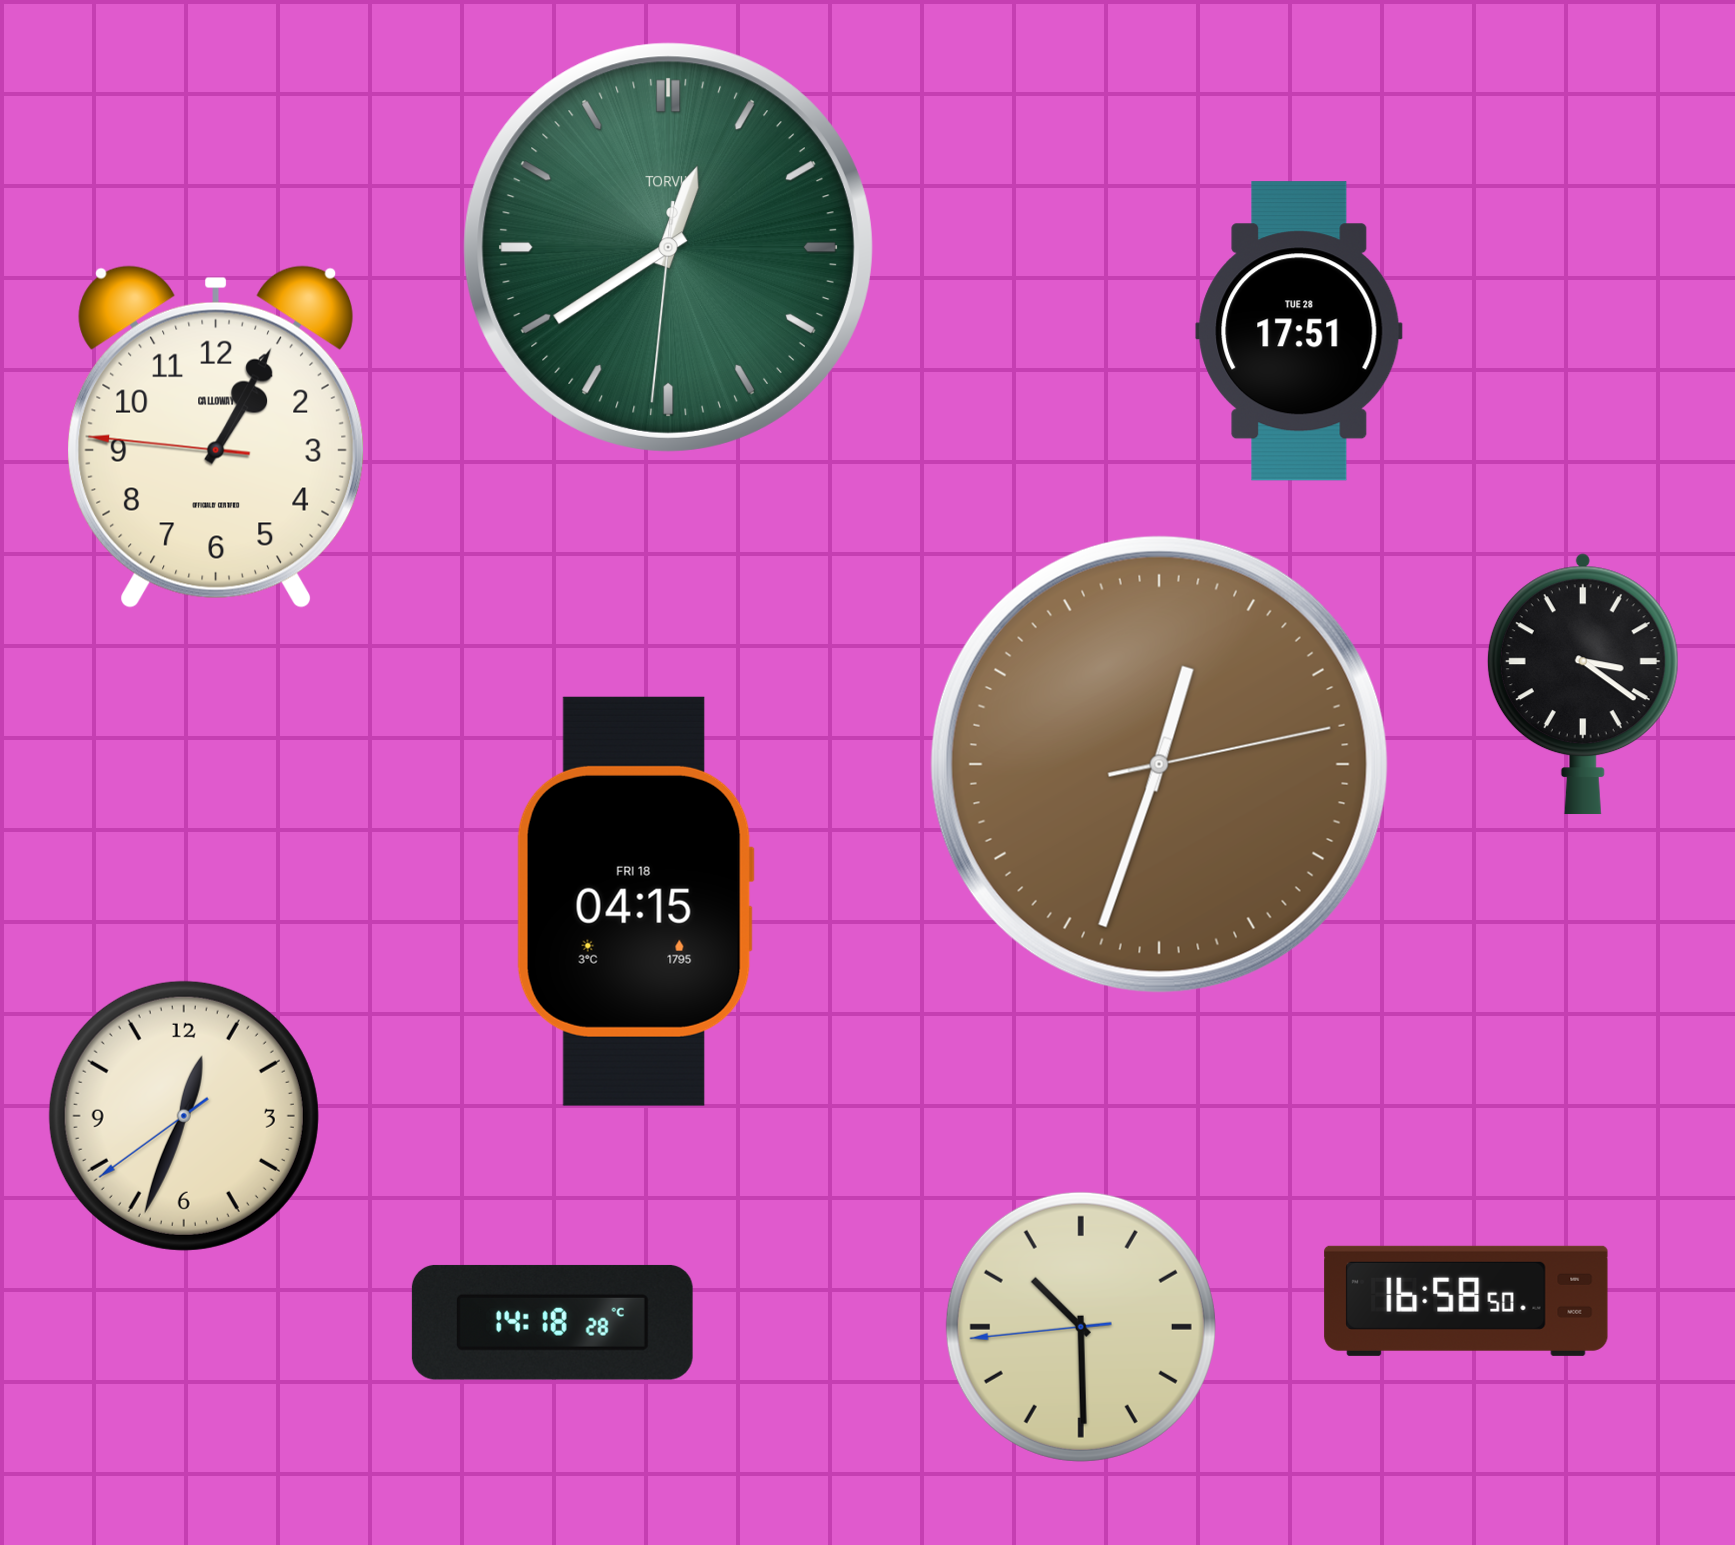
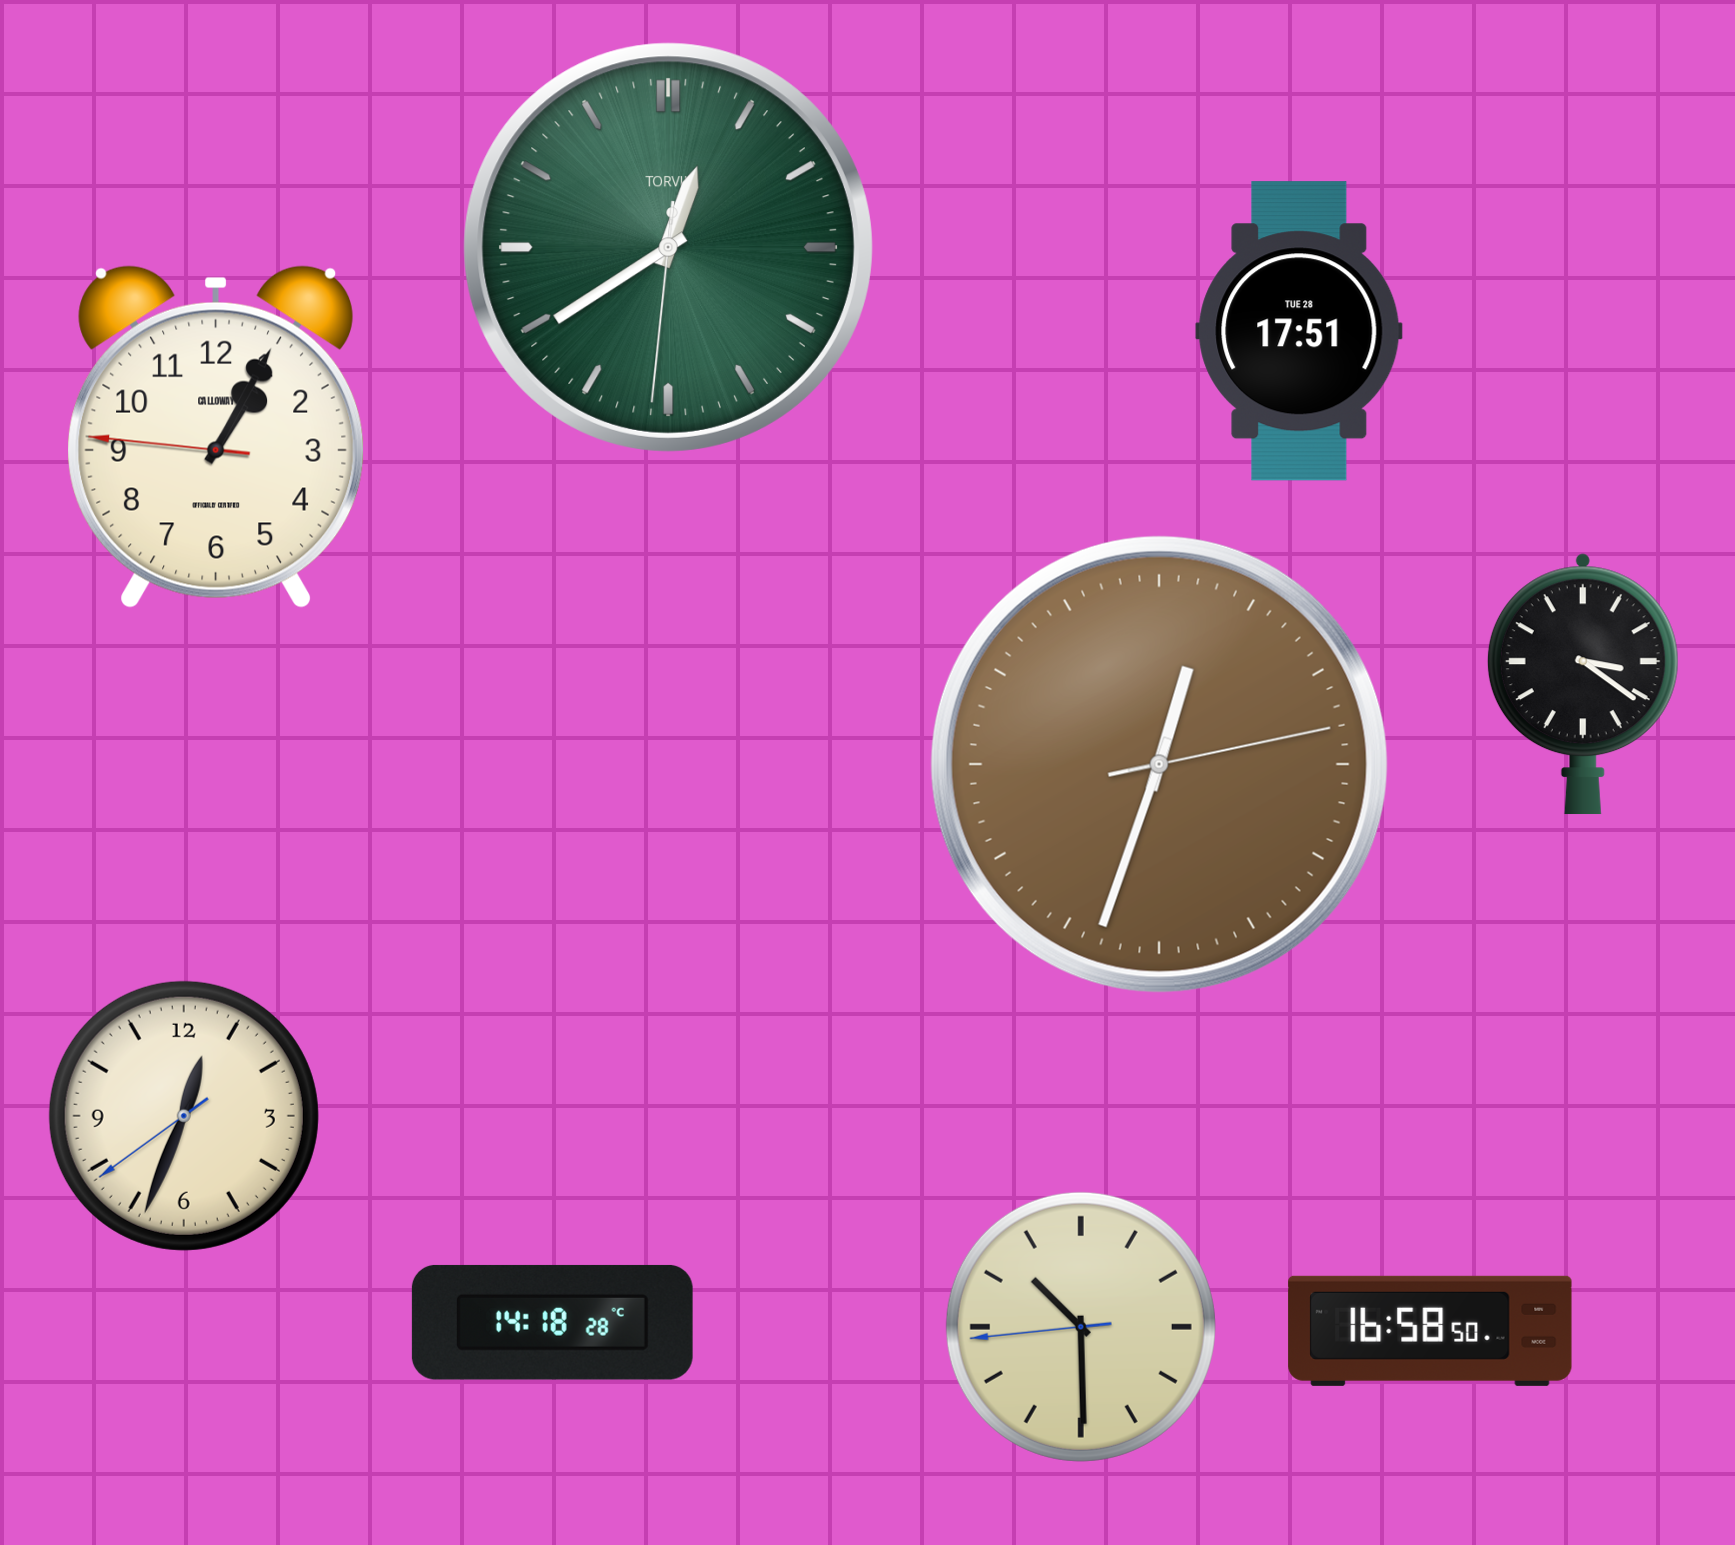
clock at (635, 901): 04:15 -> none
clock at (1466, 1301) position: (1466, 1301) -> (1430, 1331)
